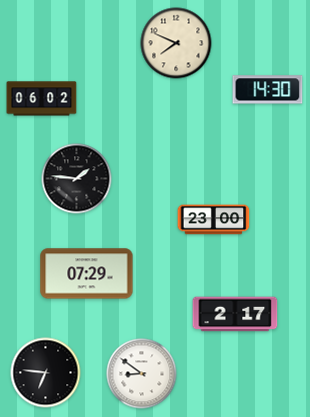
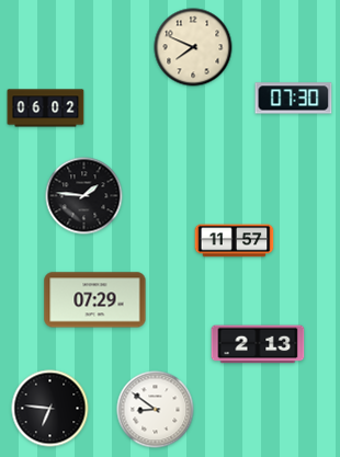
clock at (268, 90): 14:30 -> 07:30
clock at (214, 220): 23:00 -> 11:57
clock at (235, 314): 2:17 -> 2:13
